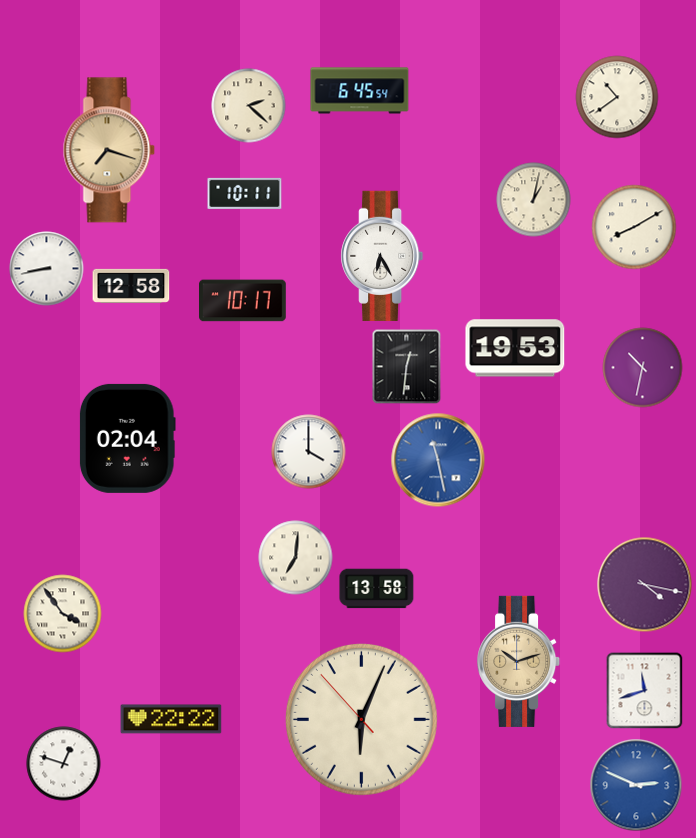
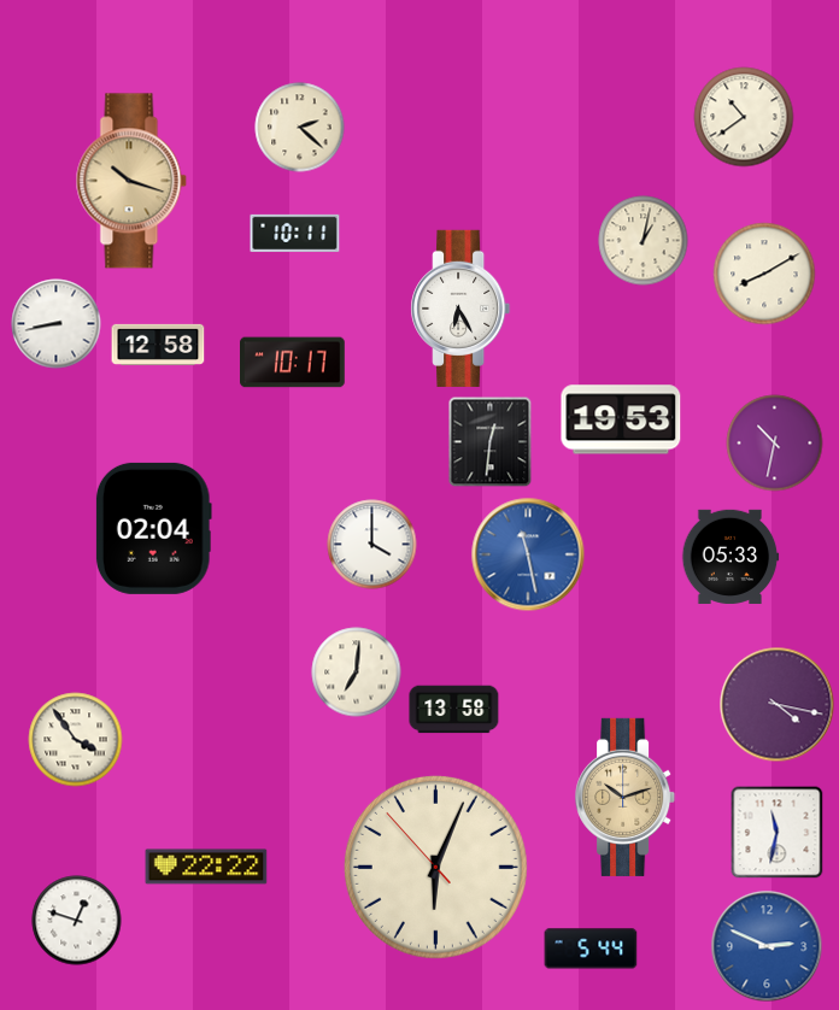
clock at (360, 91): 6:45 -> none
clock at (109, 150): 7:18 -> 10:18
clock at (731, 557): none -> 05:33
clock at (645, 691): 11:42 -> 11:32
clock at (591, 949): none -> 5:44
